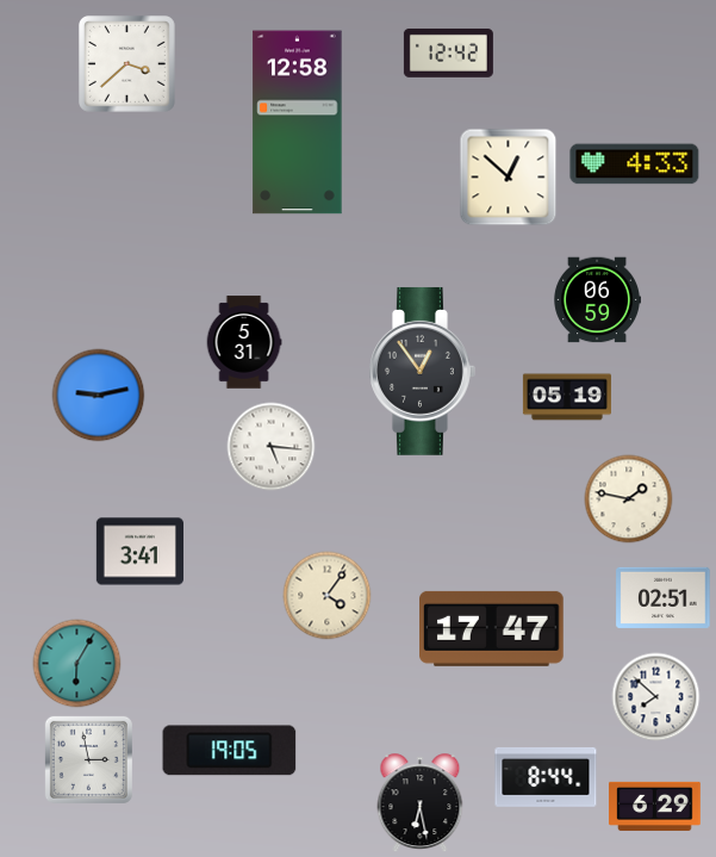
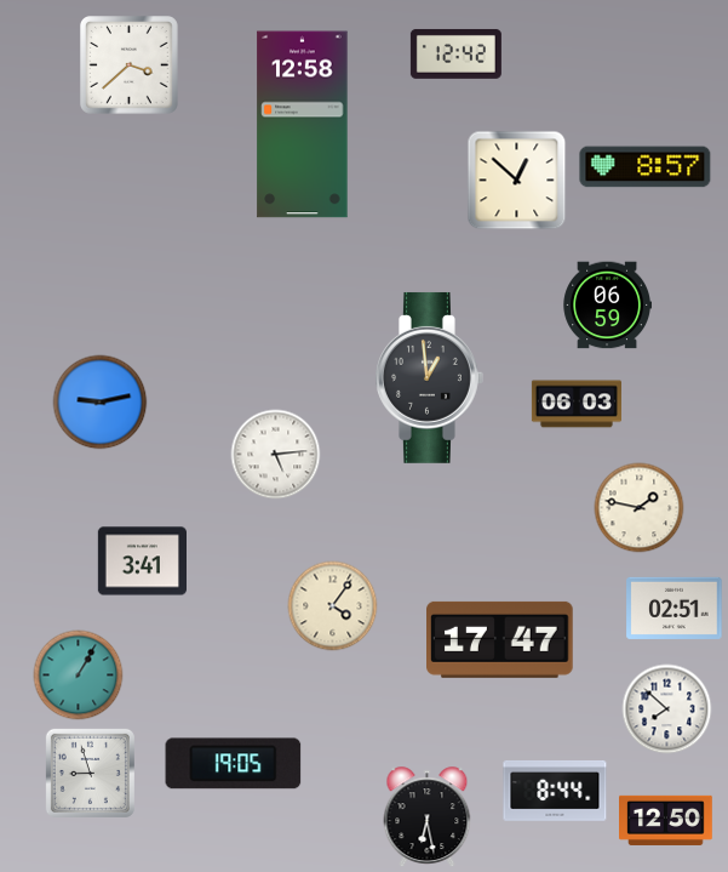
clock at (635, 164): 4:33 -> 8:57
clock at (244, 342): 5:31 -> none
clock at (423, 371): 12:54 -> 12:59
clock at (567, 397): 05:19 -> 06:03
clock at (272, 447): 5:16 -> 5:14
clock at (77, 664): 6:05 -> 1:05
clock at (88, 759): 2:58 -> 8:57
clock at (655, 806): 6:29 -> 12:50
